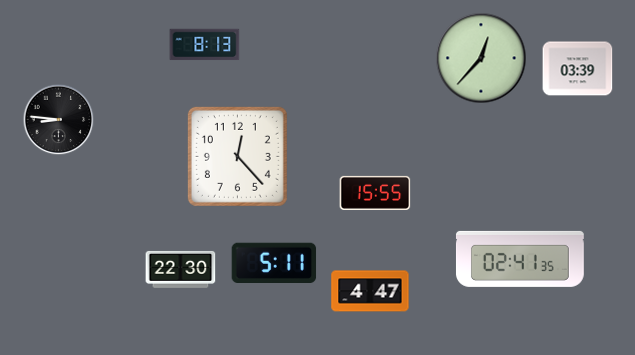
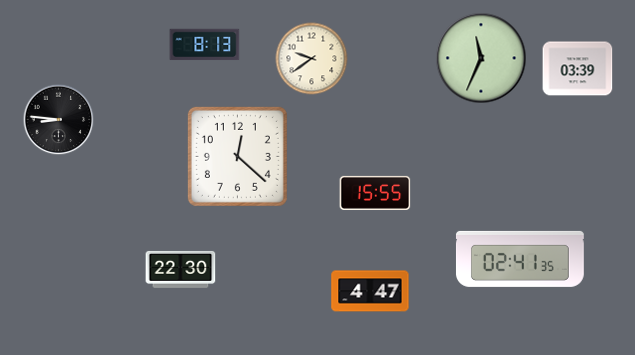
clock at (481, 58): 12:37 -> 11:34
clock at (312, 59): none -> 9:39
clock at (237, 156): 12:23 -> 12:22
clock at (274, 262): 5:11 -> none
